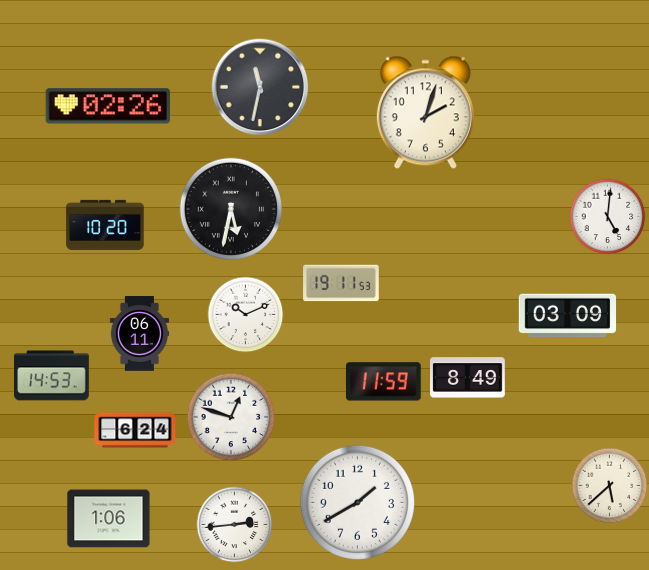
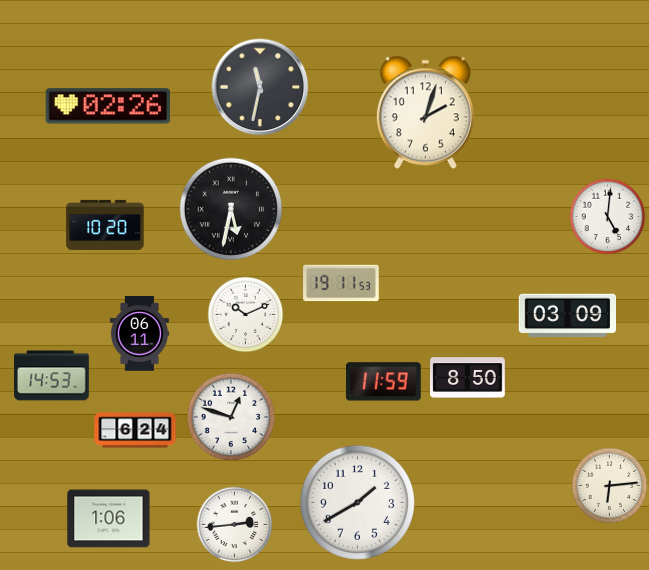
clock at (468, 378): 8:49 -> 8:50
clock at (610, 486): 5:38 -> 6:14
